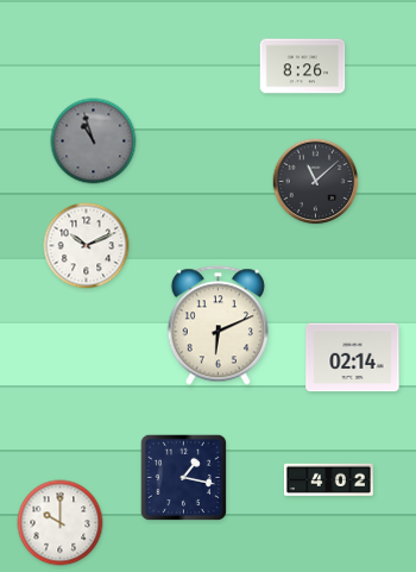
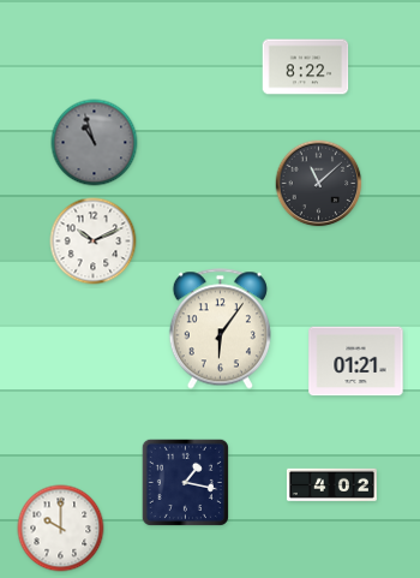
clock at (303, 67): 8:26 -> 8:22
clock at (87, 246) position: (87, 246) -> (94, 242)
clock at (218, 326): 6:11 -> 6:06
clock at (353, 358): 02:14 -> 01:21
